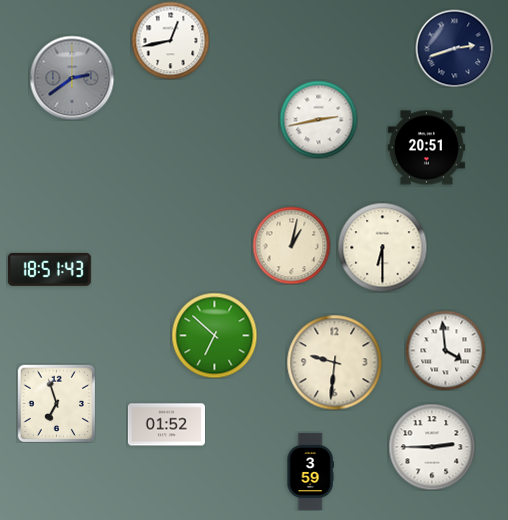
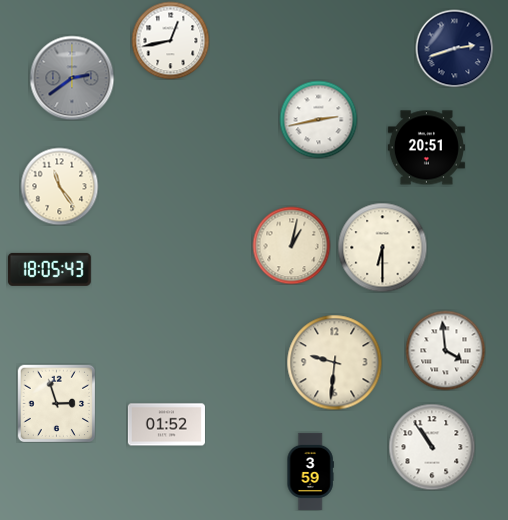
clock at (59, 186): none -> 11:24
clock at (49, 269): 18:51 -> 18:05
clock at (214, 335): 6:52 -> none
clock at (56, 403): 6:57 -> 2:57
clock at (432, 447): 2:45 -> 10:54
